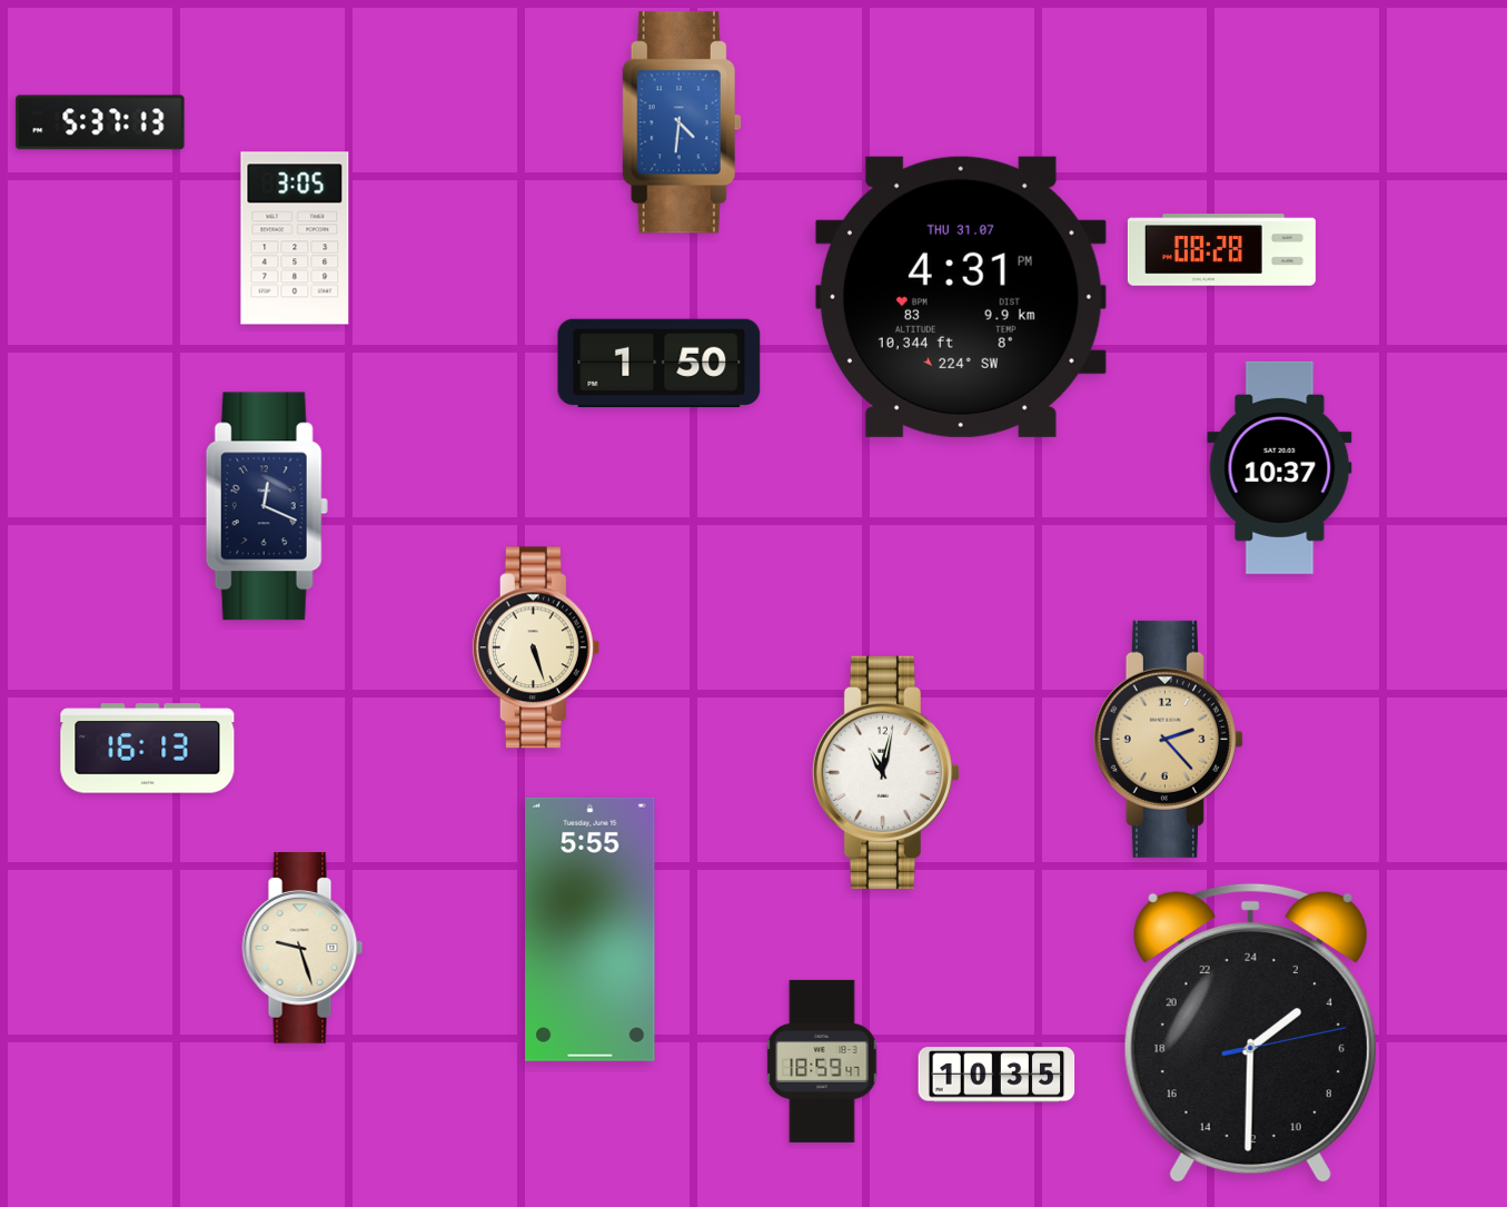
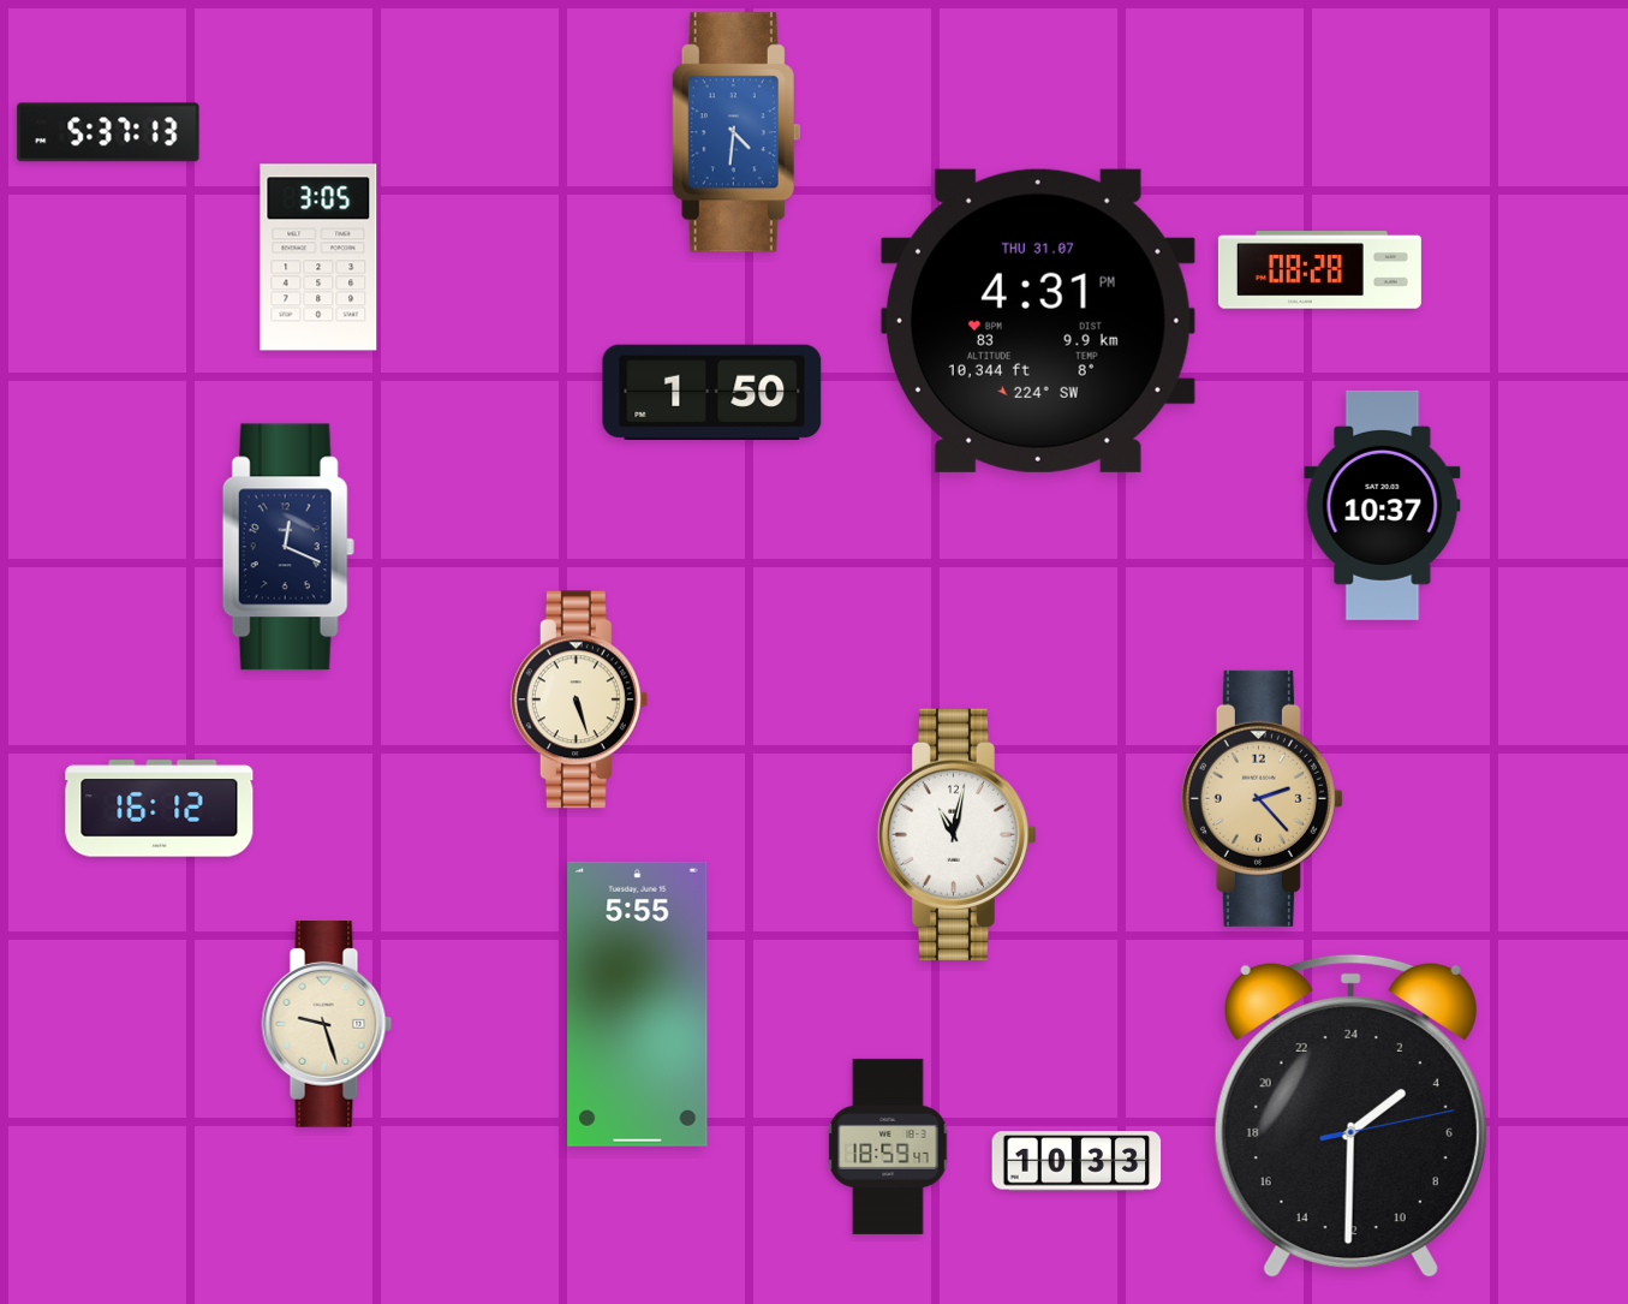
clock at (148, 749): 16:13 -> 16:12
clock at (997, 1075): 10:35 -> 10:33
